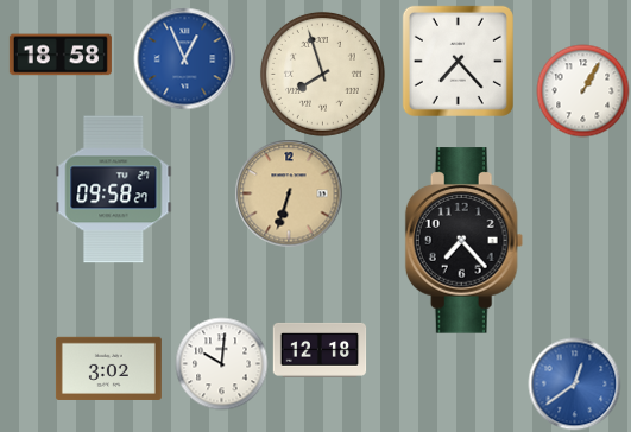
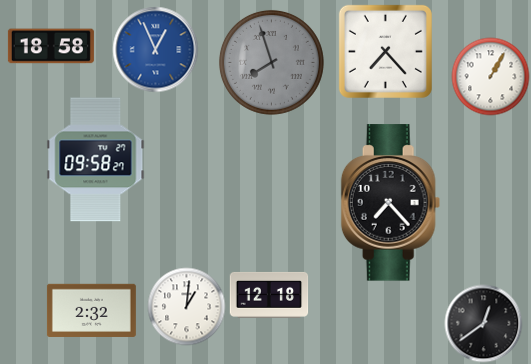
clock at (322, 74) dial: cream -> grey
clock at (289, 193): 6:33 -> none
clock at (221, 363): 10:01 -> 1:01
clock at (108, 368): 3:02 -> 2:32
clock at (574, 383) dial: blue -> black
